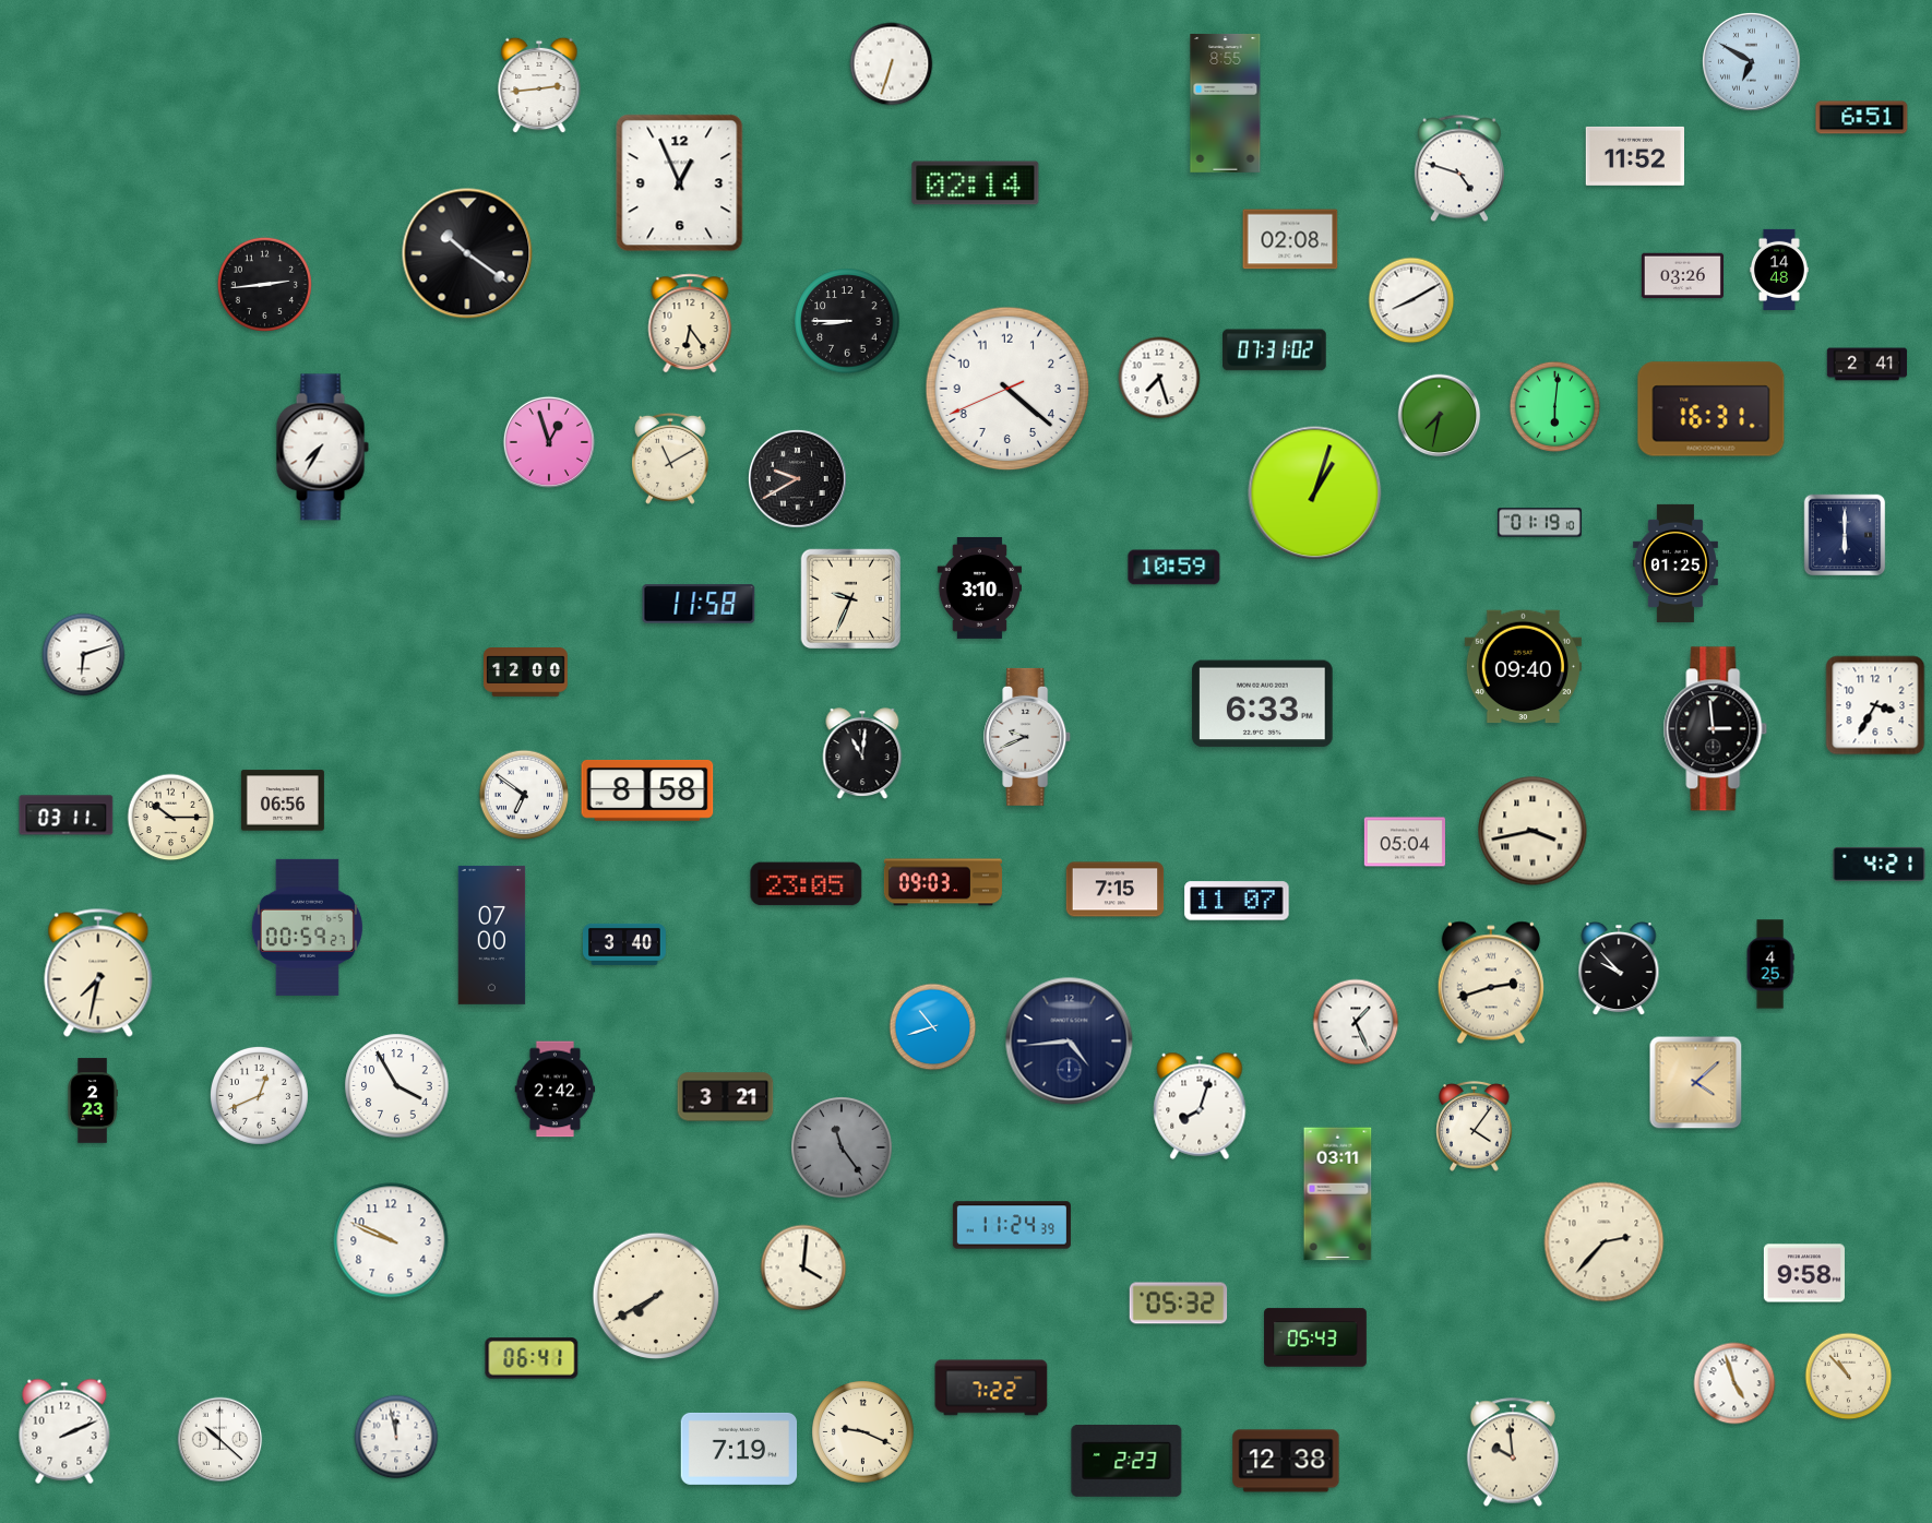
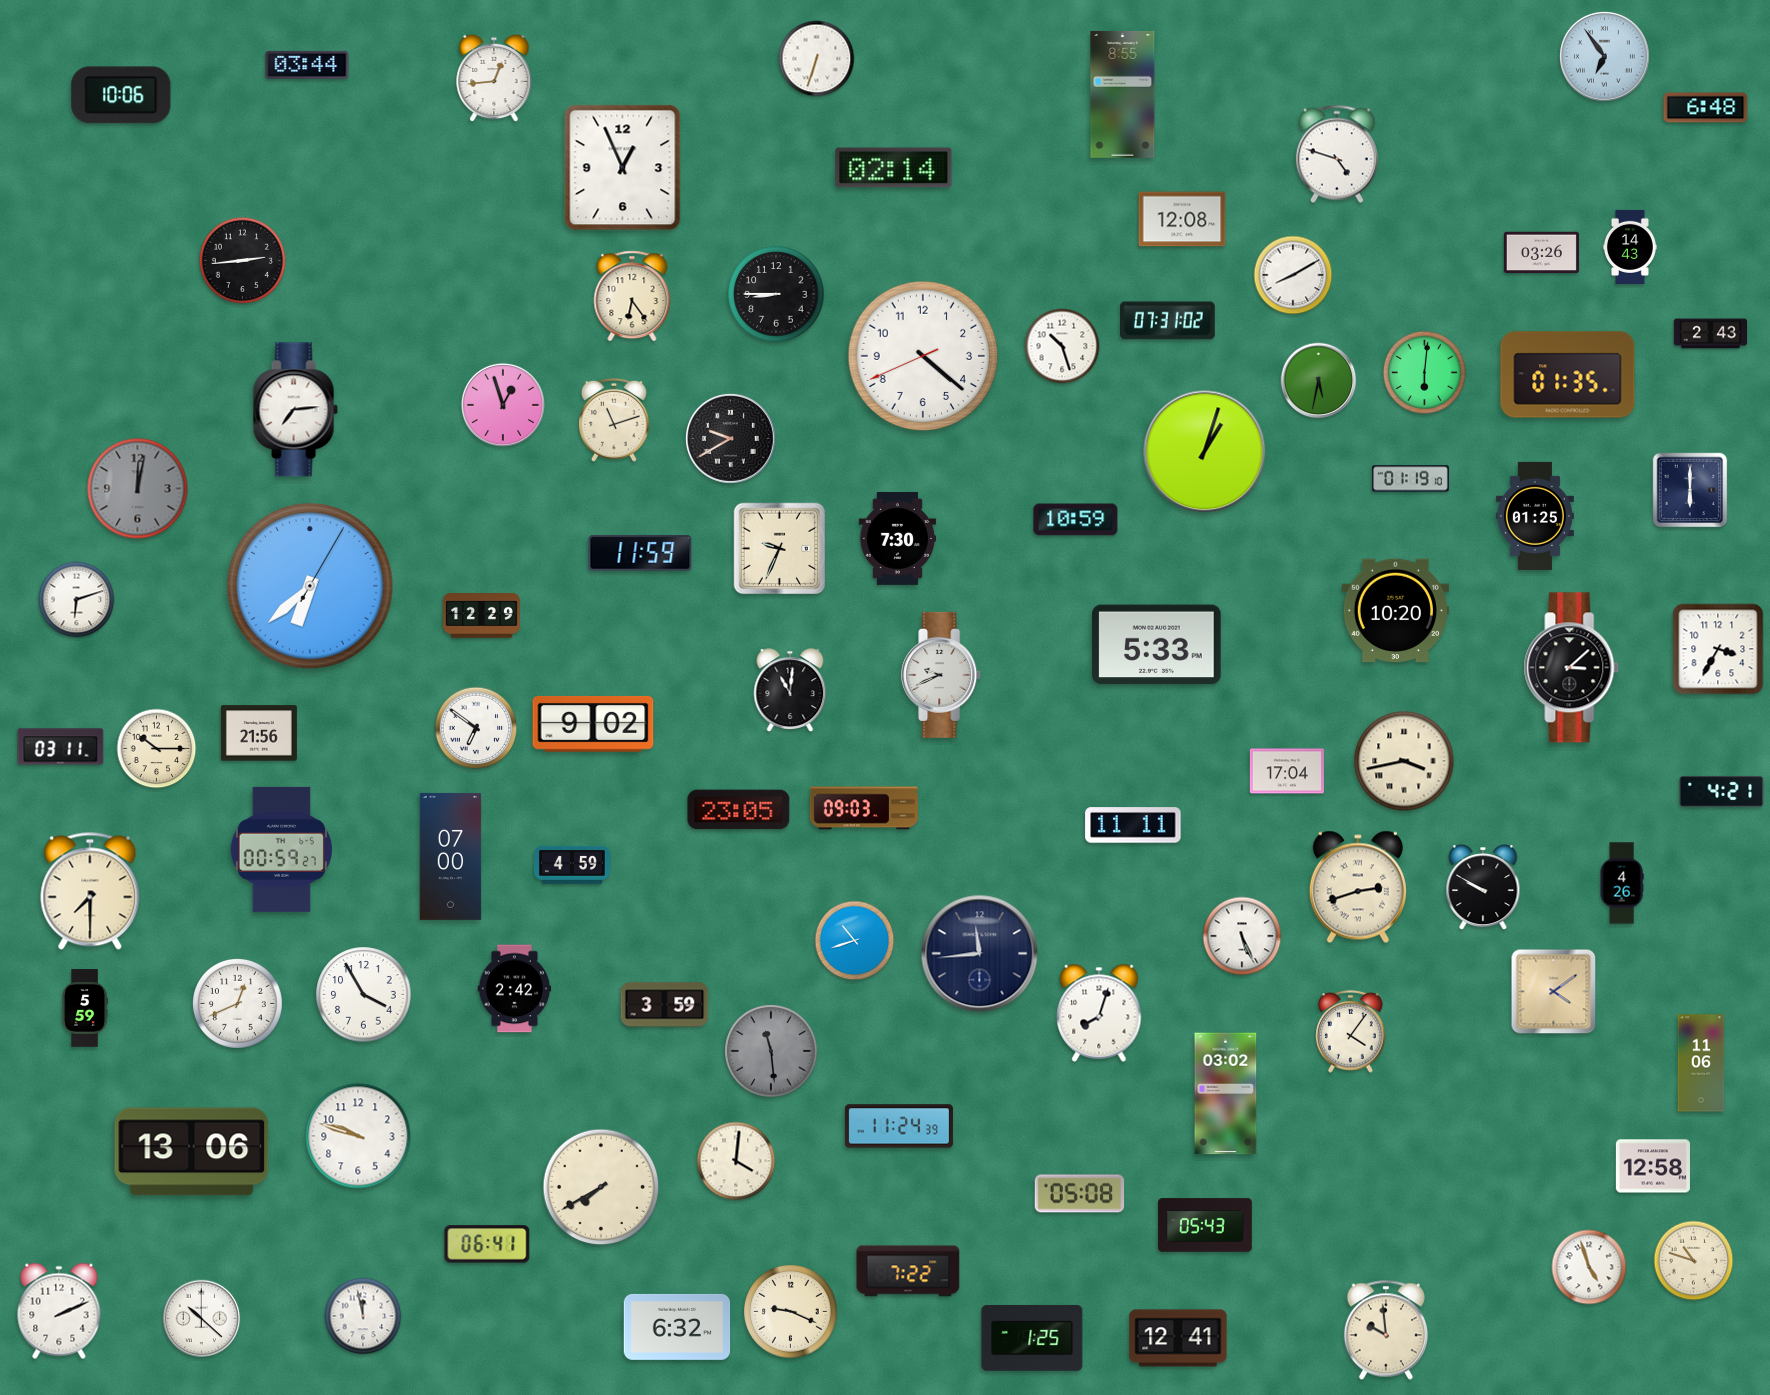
clock at (1751, 61): 6:50 -> 6:54
clock at (307, 65): none -> 03:44
clock at (539, 85): 2:44 -> 12:44
clock at (121, 95): none -> 10:06
clock at (1862, 118): 6:51 -> 6:48
clock at (1634, 156): 11:52 -> none
clock at (1290, 239): 02:08 -> 12:08
clock at (467, 253): 10:21 -> none
clock at (1779, 269): 14:48 -> 14:43
clock at (1868, 365): 2:41 -> 2:43
clock at (1159, 378): 7:27 -> 10:27
clock at (1712, 409): 16:31 -> 01:35
clock at (1440, 416): 7:32 -> 5:32
clock at (322, 448): 7:35 -> 7:14
clock at (670, 459): 11:10 -> 11:12
clock at (138, 489): none -> 12:02
clock at (980, 587): 3:10 -> 7:30
clock at (699, 604): 11:58 -> 11:59
clock at (310, 586): none -> 6:38
clock at (1523, 667): 09:40 -> 10:20
clock at (526, 673): 12:00 -> 12:29
clock at (1263, 704): 6:33 -> 5:33
clock at (1875, 705) position: (1875, 705) -> (1718, 649)
clock at (1716, 729): 2:59 -> 3:08
clock at (647, 790): 8:58 -> 9:02
clock at (524, 795) position: (524, 795) -> (476, 728)
clock at (283, 800): 06:56 -> 21:56
clock at (1405, 842): 05:04 -> 17:04
clock at (1116, 890): 7:15 -> none
clock at (1237, 901): 11:07 -> 11:11
clock at (624, 944): 3:40 -> 4:59
clock at (1770, 964): 4:25 -> 4:26
clock at (1619, 969): 9:53 -> 9:50
clock at (98, 973): 7:32 -> 7:30
clock at (1491, 983) position: (1491, 983) -> (1358, 887)
clock at (1356, 1022): 1:26 -> 5:26
clock at (1070, 1042): 4:44 -> 11:44
clock at (1696, 1083): 4:08 -> 4:09
clock at (556, 1090) position: (556, 1090) -> (515, 989)
clock at (726, 1097): 3:21 -> 3:59
clock at (93, 1100): 2:23 -> 5:59
clock at (842, 1147): 11:24 -> 11:29
clock at (1701, 1063): none -> 11:06
clock at (1338, 1194): 03:11 -> 03:02
clock at (1012, 1225) position: (1012, 1225) -> (899, 1126)
clock at (391, 1240): 9:49 -> 9:48
clock at (1605, 1242): 2:37 -> none
clock at (192, 1152): none -> 13:06
clock at (1804, 1273): 9:58 -> 12:58
clock at (1179, 1304): 05:32 -> 05:08
clock at (1849, 1377): 10:53 -> 10:48
clock at (739, 1449): 7:19 -> 6:32
clock at (1126, 1461): 2:23 -> 1:25
clock at (1286, 1461): 12:38 -> 12:41
